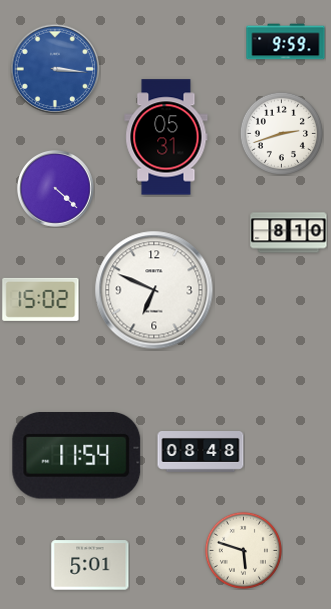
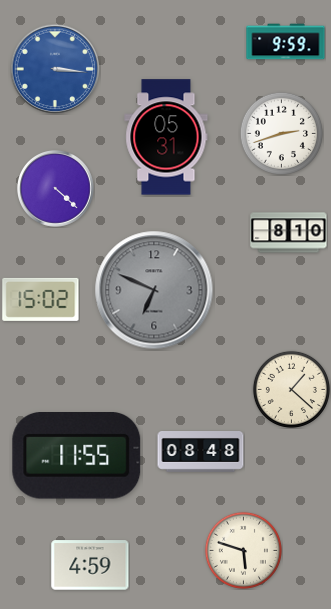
clock at (154, 290) dial: white -> grey
clock at (291, 389): none -> 1:22
clock at (77, 456): 11:54 -> 11:55
clock at (90, 565): 5:01 -> 4:59
